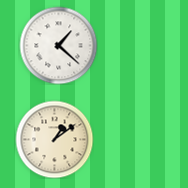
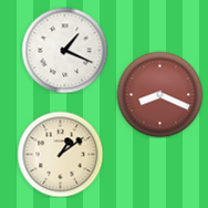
clock at (58, 45): 1:22 -> 1:19
clock at (159, 94): none -> 8:19
